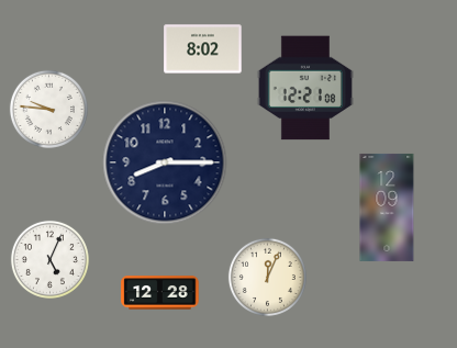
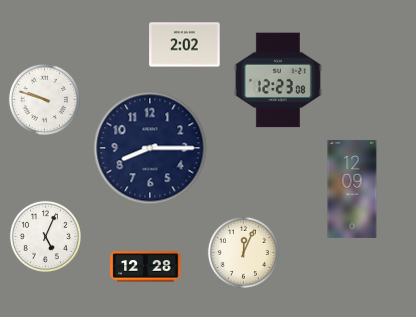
clock at (203, 49): 8:02 -> 2:02
clock at (305, 88): 12:21 -> 12:23
clock at (48, 109): 9:46 -> 9:48
